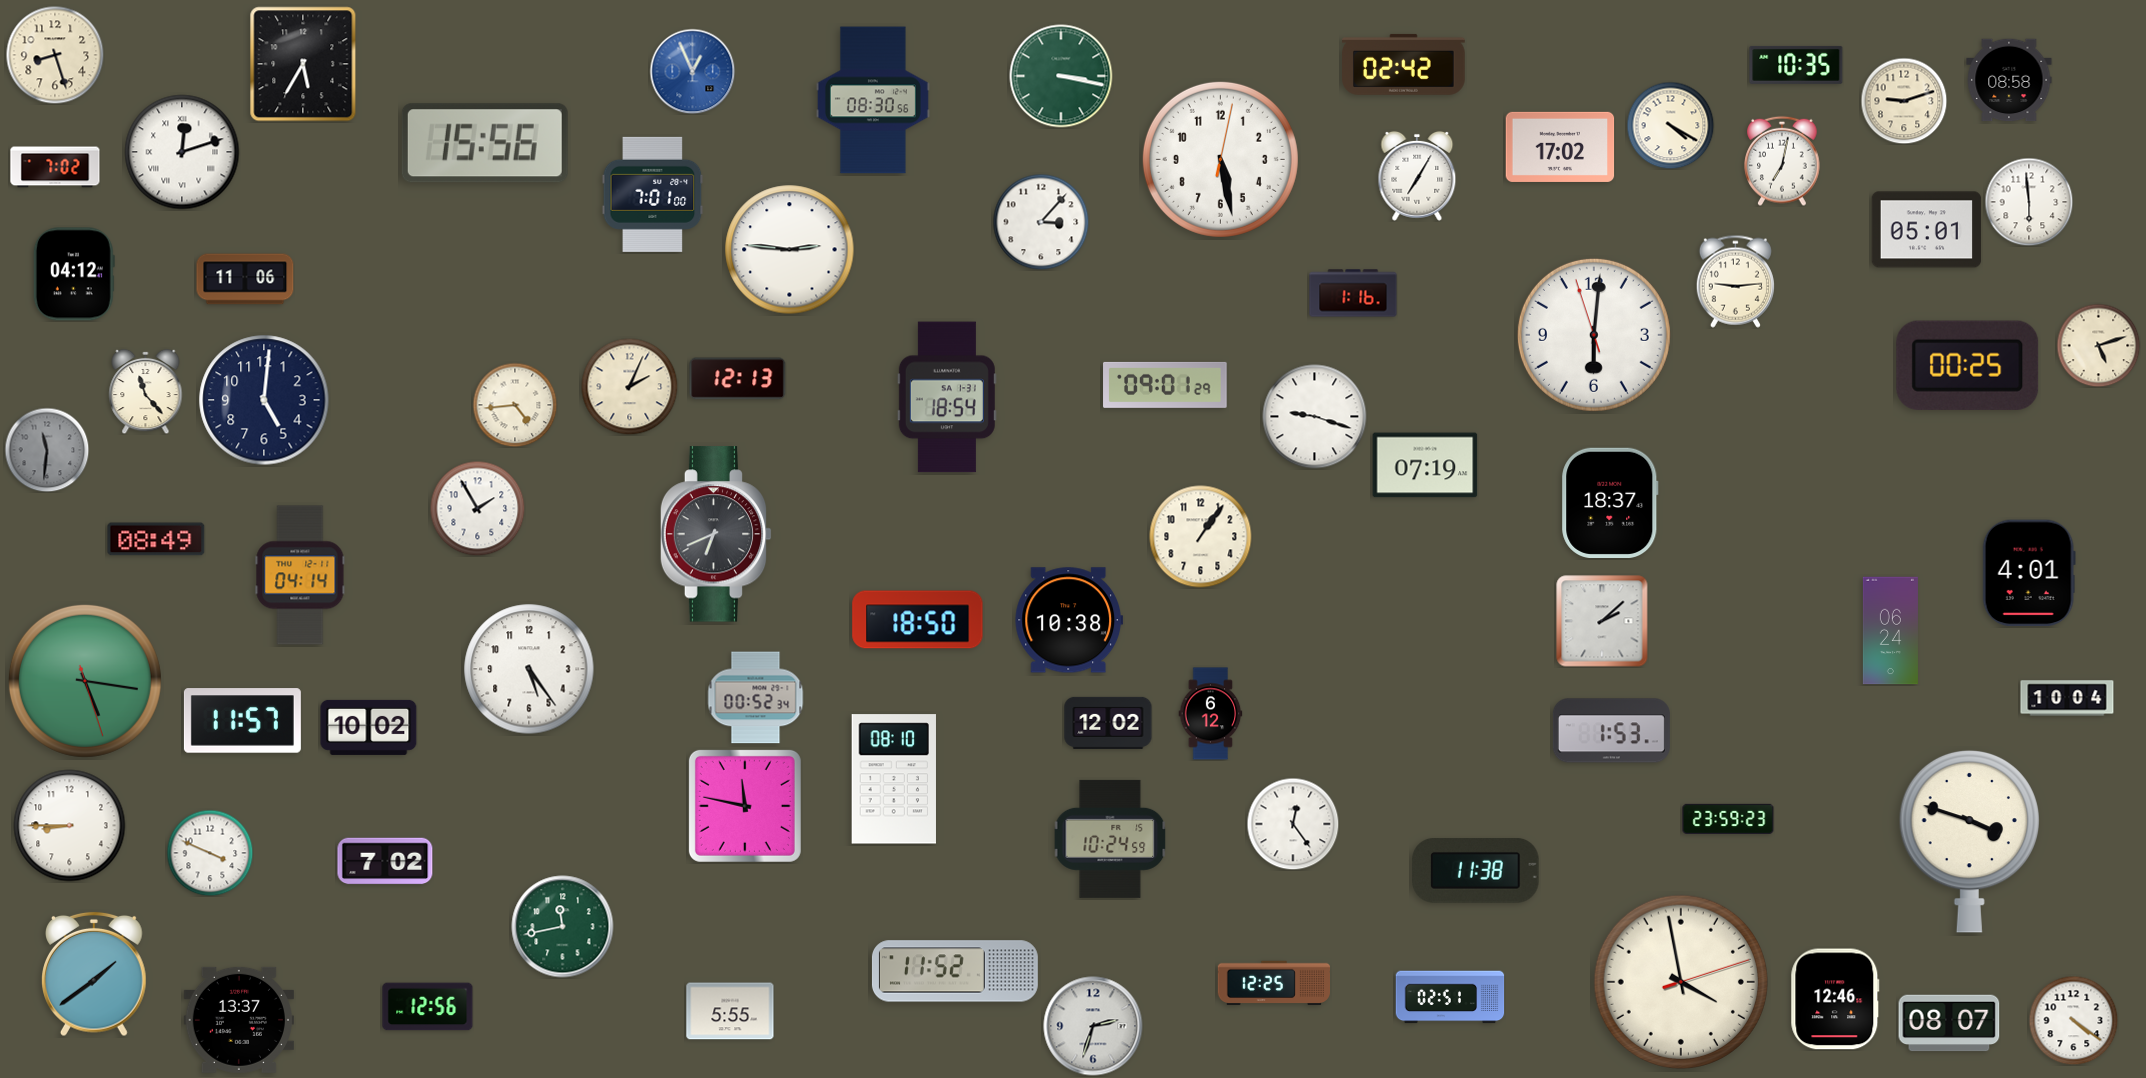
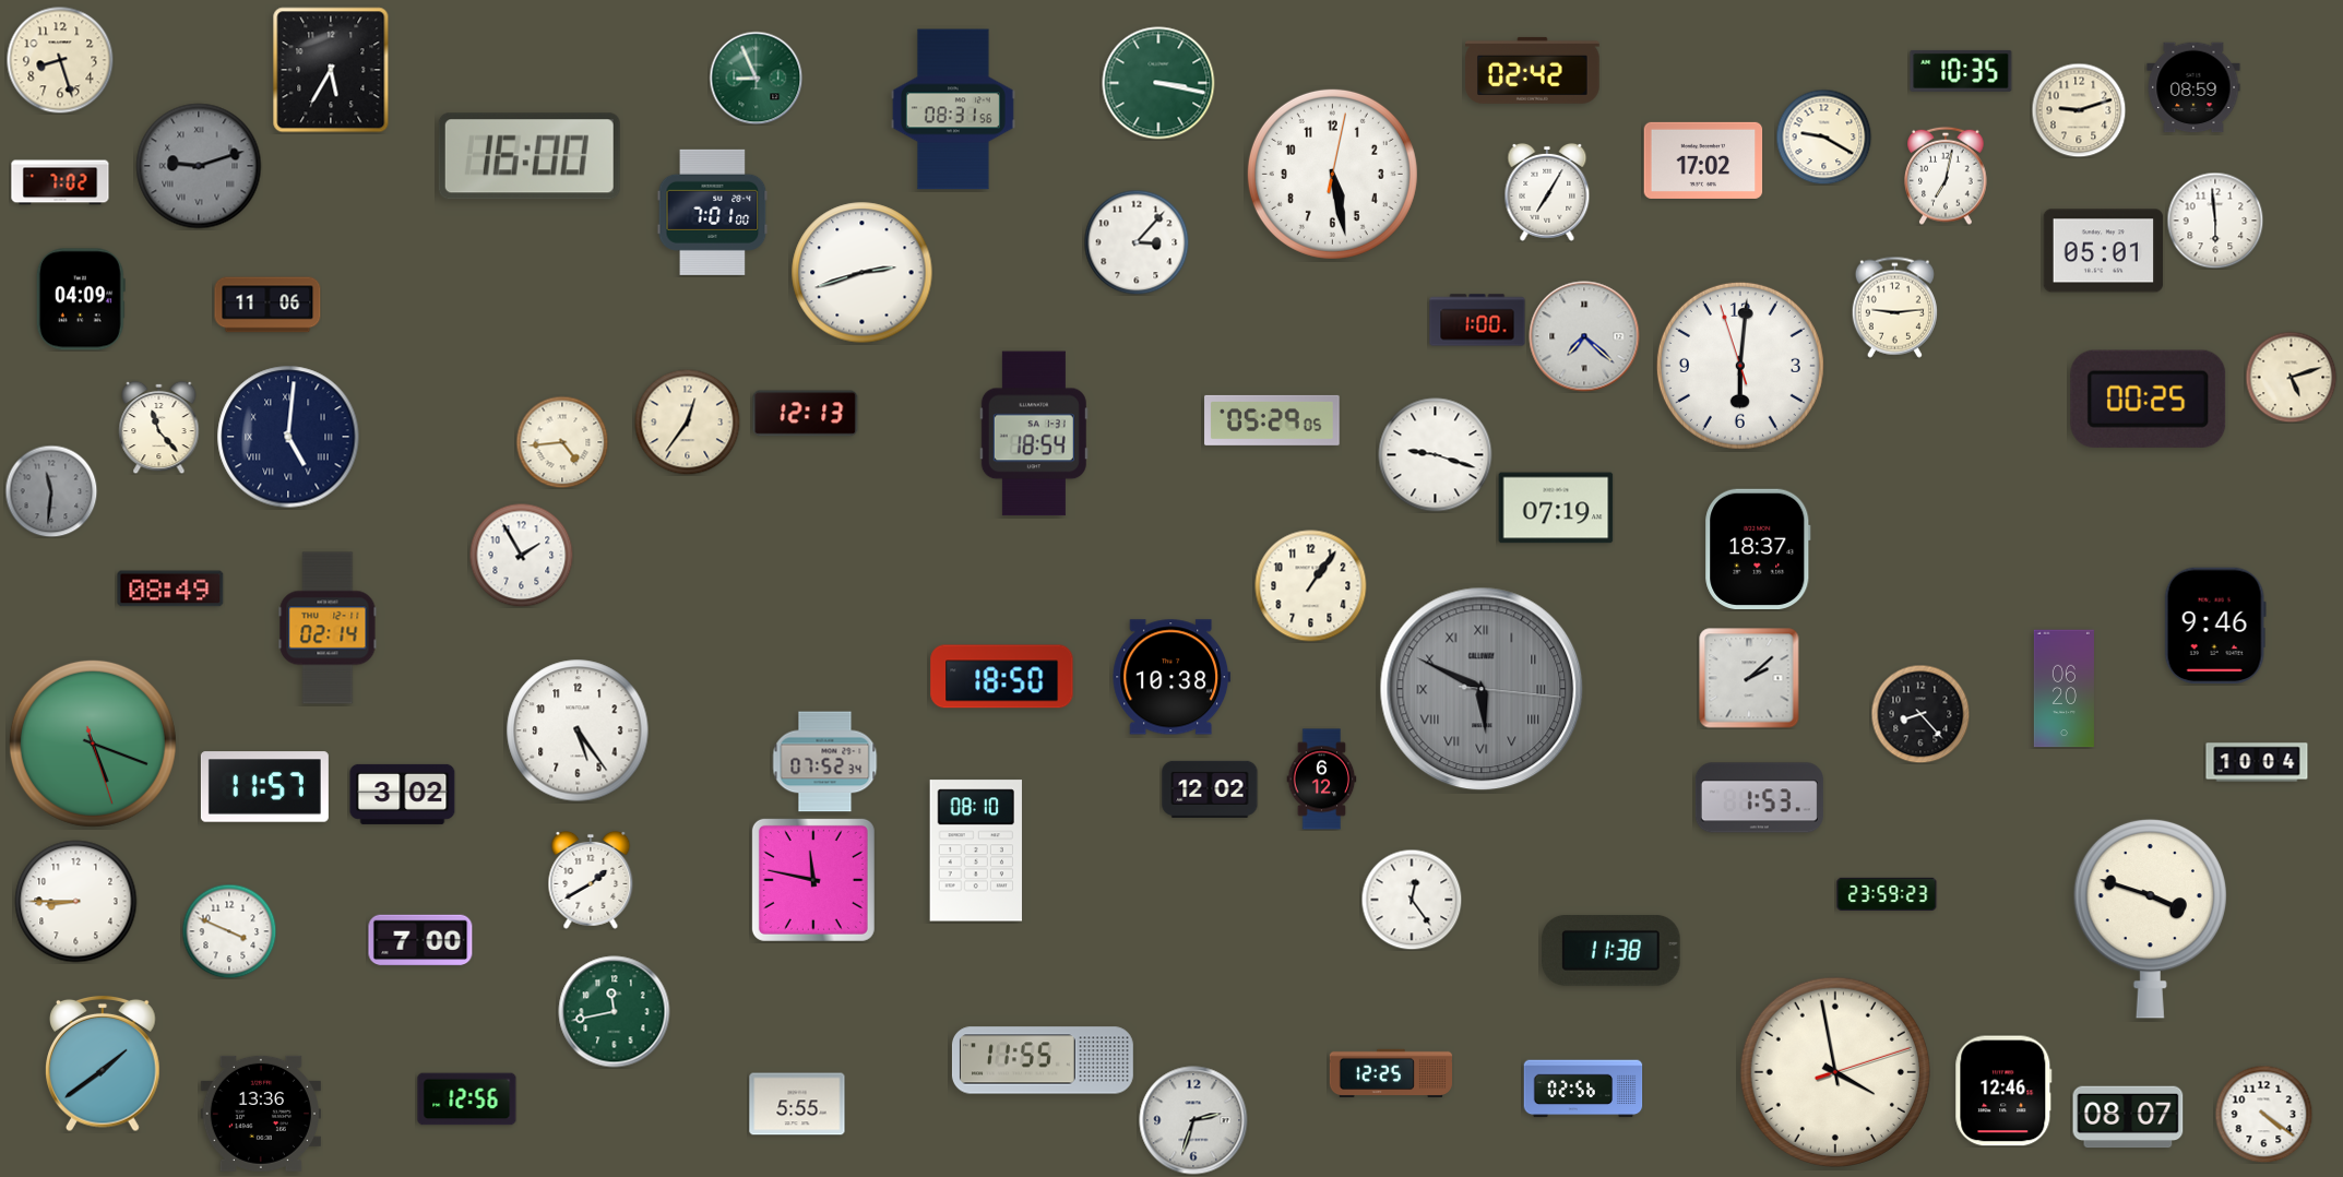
clock at (692, 71): 12:56 -> 8:56
clock at (692, 71) dial: blue -> green
clock at (2009, 80): 08:58 -> 08:59
clock at (873, 100): 08:30 -> 08:31
clock at (1670, 125): 4:20 -> 9:20
clock at (485, 143): 15:56 -> 16:00
clock at (182, 152): 12:12 -> 9:12
clock at (182, 152) dial: white -> grey
clock at (790, 250): 2:46 -> 2:42
clock at (74, 274): 04:12 -> 04:09
clock at (1353, 293): 1:16 -> 1:00
clock at (1584, 336): none -> 7:22
clock at (1165, 385): 09:01 -> 05:29
clock at (629, 386): 2:04 -> 12:36
clock at (264, 400) numerals: Arabic -> Roman
clock at (716, 534): 6:41 -> none
clock at (2029, 573): 4:01 -> 9:46
clock at (300, 575): 04:14 -> 02:14
clock at (1069, 620) position: (1069, 620) -> (1171, 677)
clock at (1482, 689): none -> 5:49
clock at (1890, 631): 06:24 -> 06:20
clock at (1920, 714): none -> 8:23
clock at (85, 681): 5:16 -> 5:18
clock at (756, 698): 00:52 -> 07:52
clock at (369, 727): 10:02 -> 3:02
clock at (591, 880): none -> 1:40
clock at (1110, 839): 10:24 -> none
clock at (385, 861): 7:02 -> 7:00
clock at (955, 971): 11:52 -> 11:55
clock at (1450, 997): 02:51 -> 02:56
clock at (238, 1020): 13:37 -> 13:36
